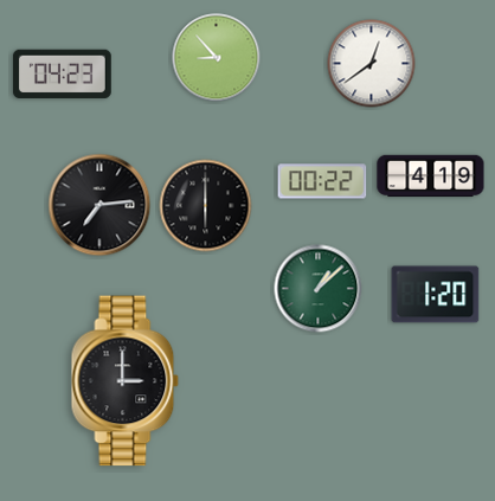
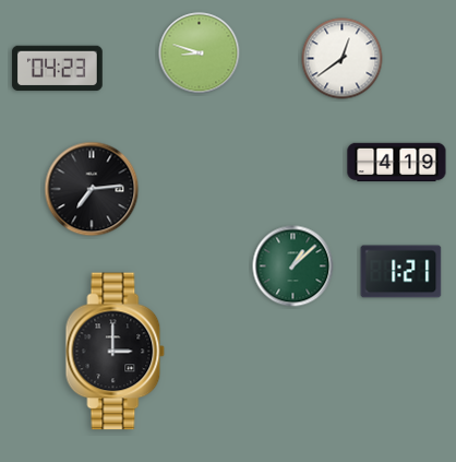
clock at (217, 58): 8:53 -> 8:48
clock at (322, 181): 00:22 -> none
clock at (206, 206): 6:00 -> none
clock at (436, 295): 1:20 -> 1:21
